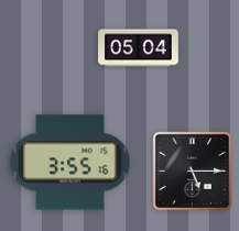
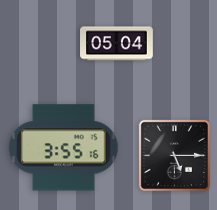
clock at (139, 48) position: (139, 48) -> (117, 44)
